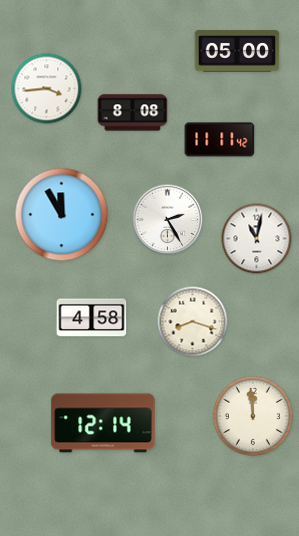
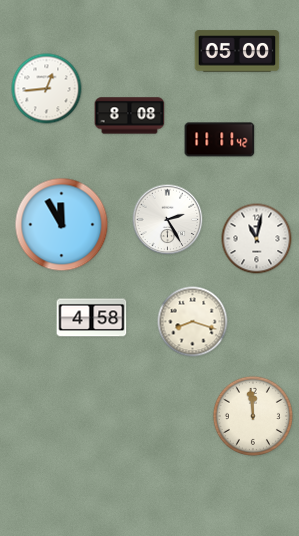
clock at (47, 89): 3:44 -> 12:44
clock at (133, 113) position: (133, 113) -> (130, 116)
clock at (62, 215) position: (62, 215) -> (62, 225)
clock at (103, 423): 12:14 -> none
